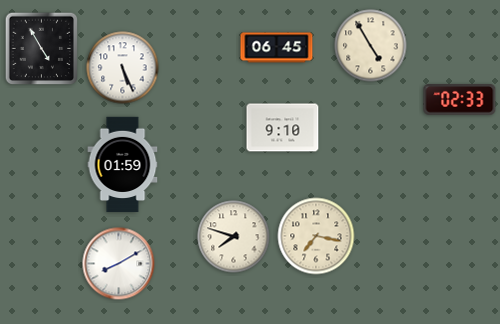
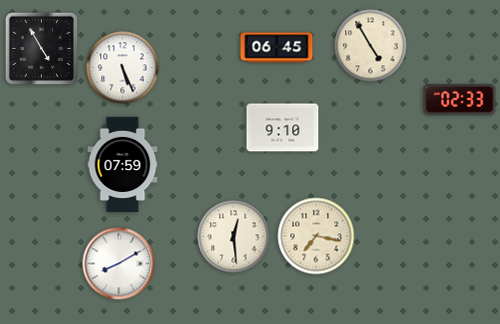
clock at (123, 165): 01:59 -> 07:59
clock at (234, 237): 7:48 -> 12:29
